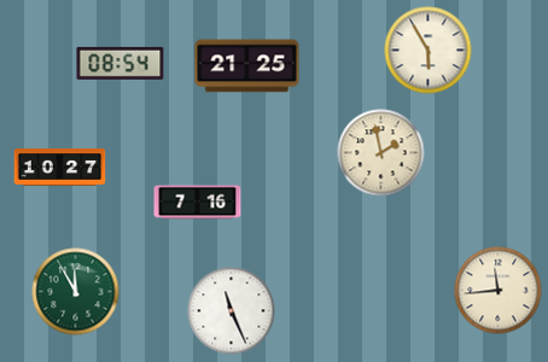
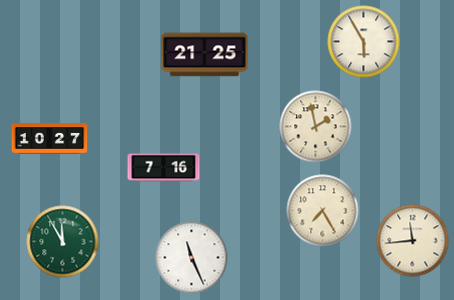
clock at (429, 51) position: (429, 51) -> (364, 42)
clock at (121, 63): 08:54 -> none
clock at (323, 211): none -> 7:25
